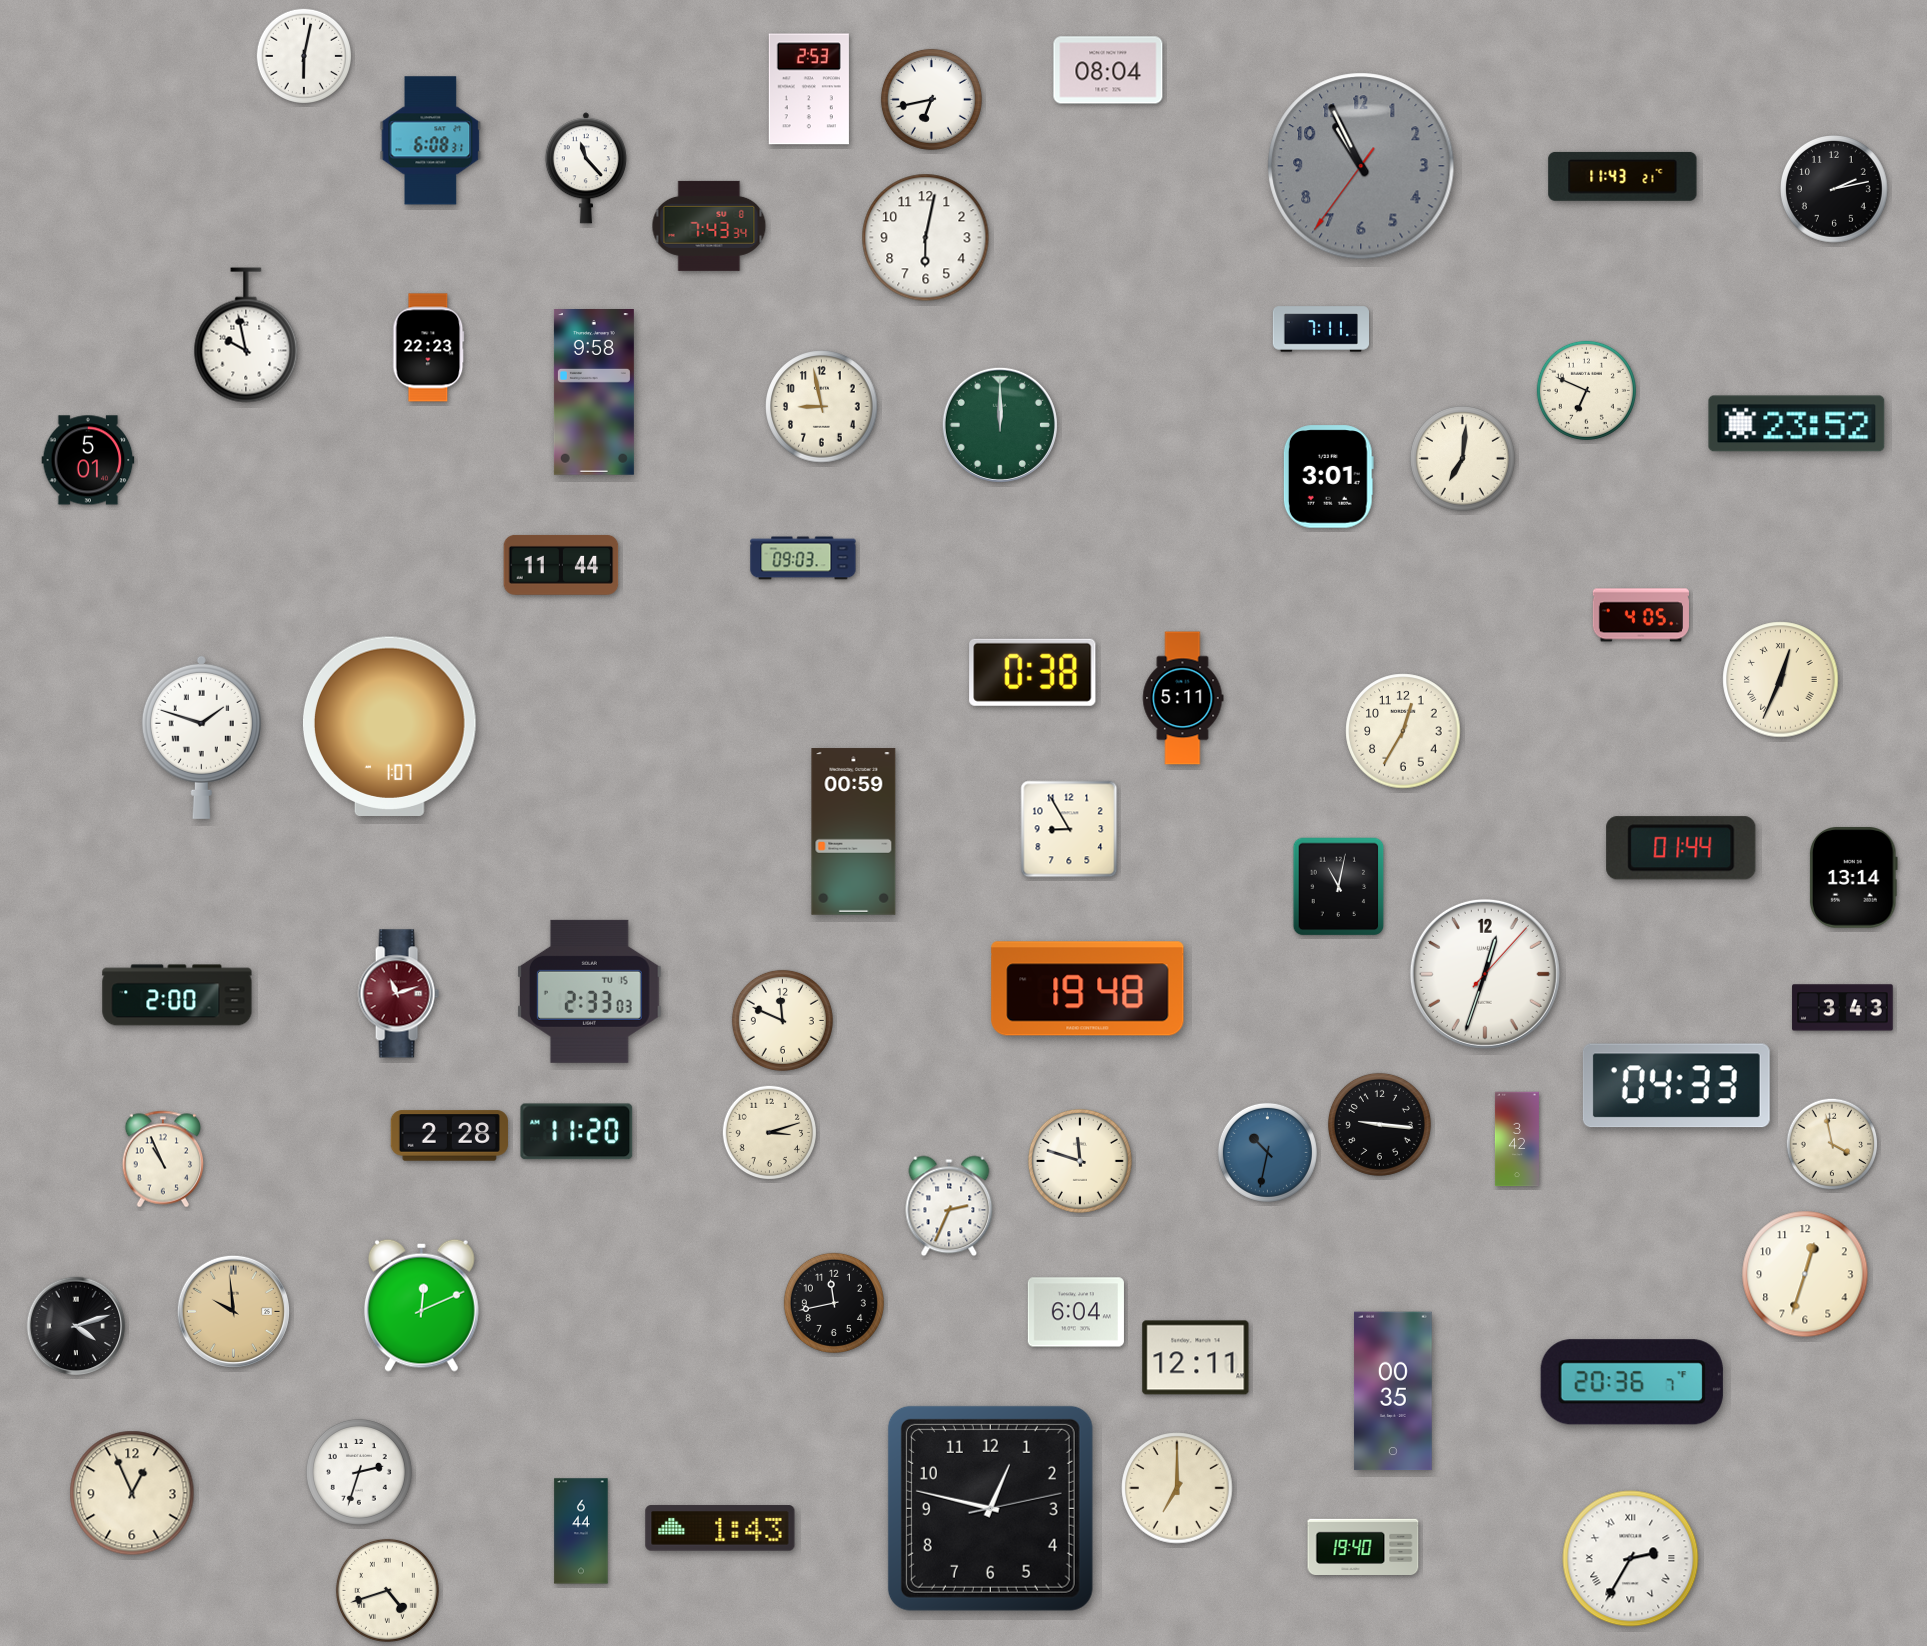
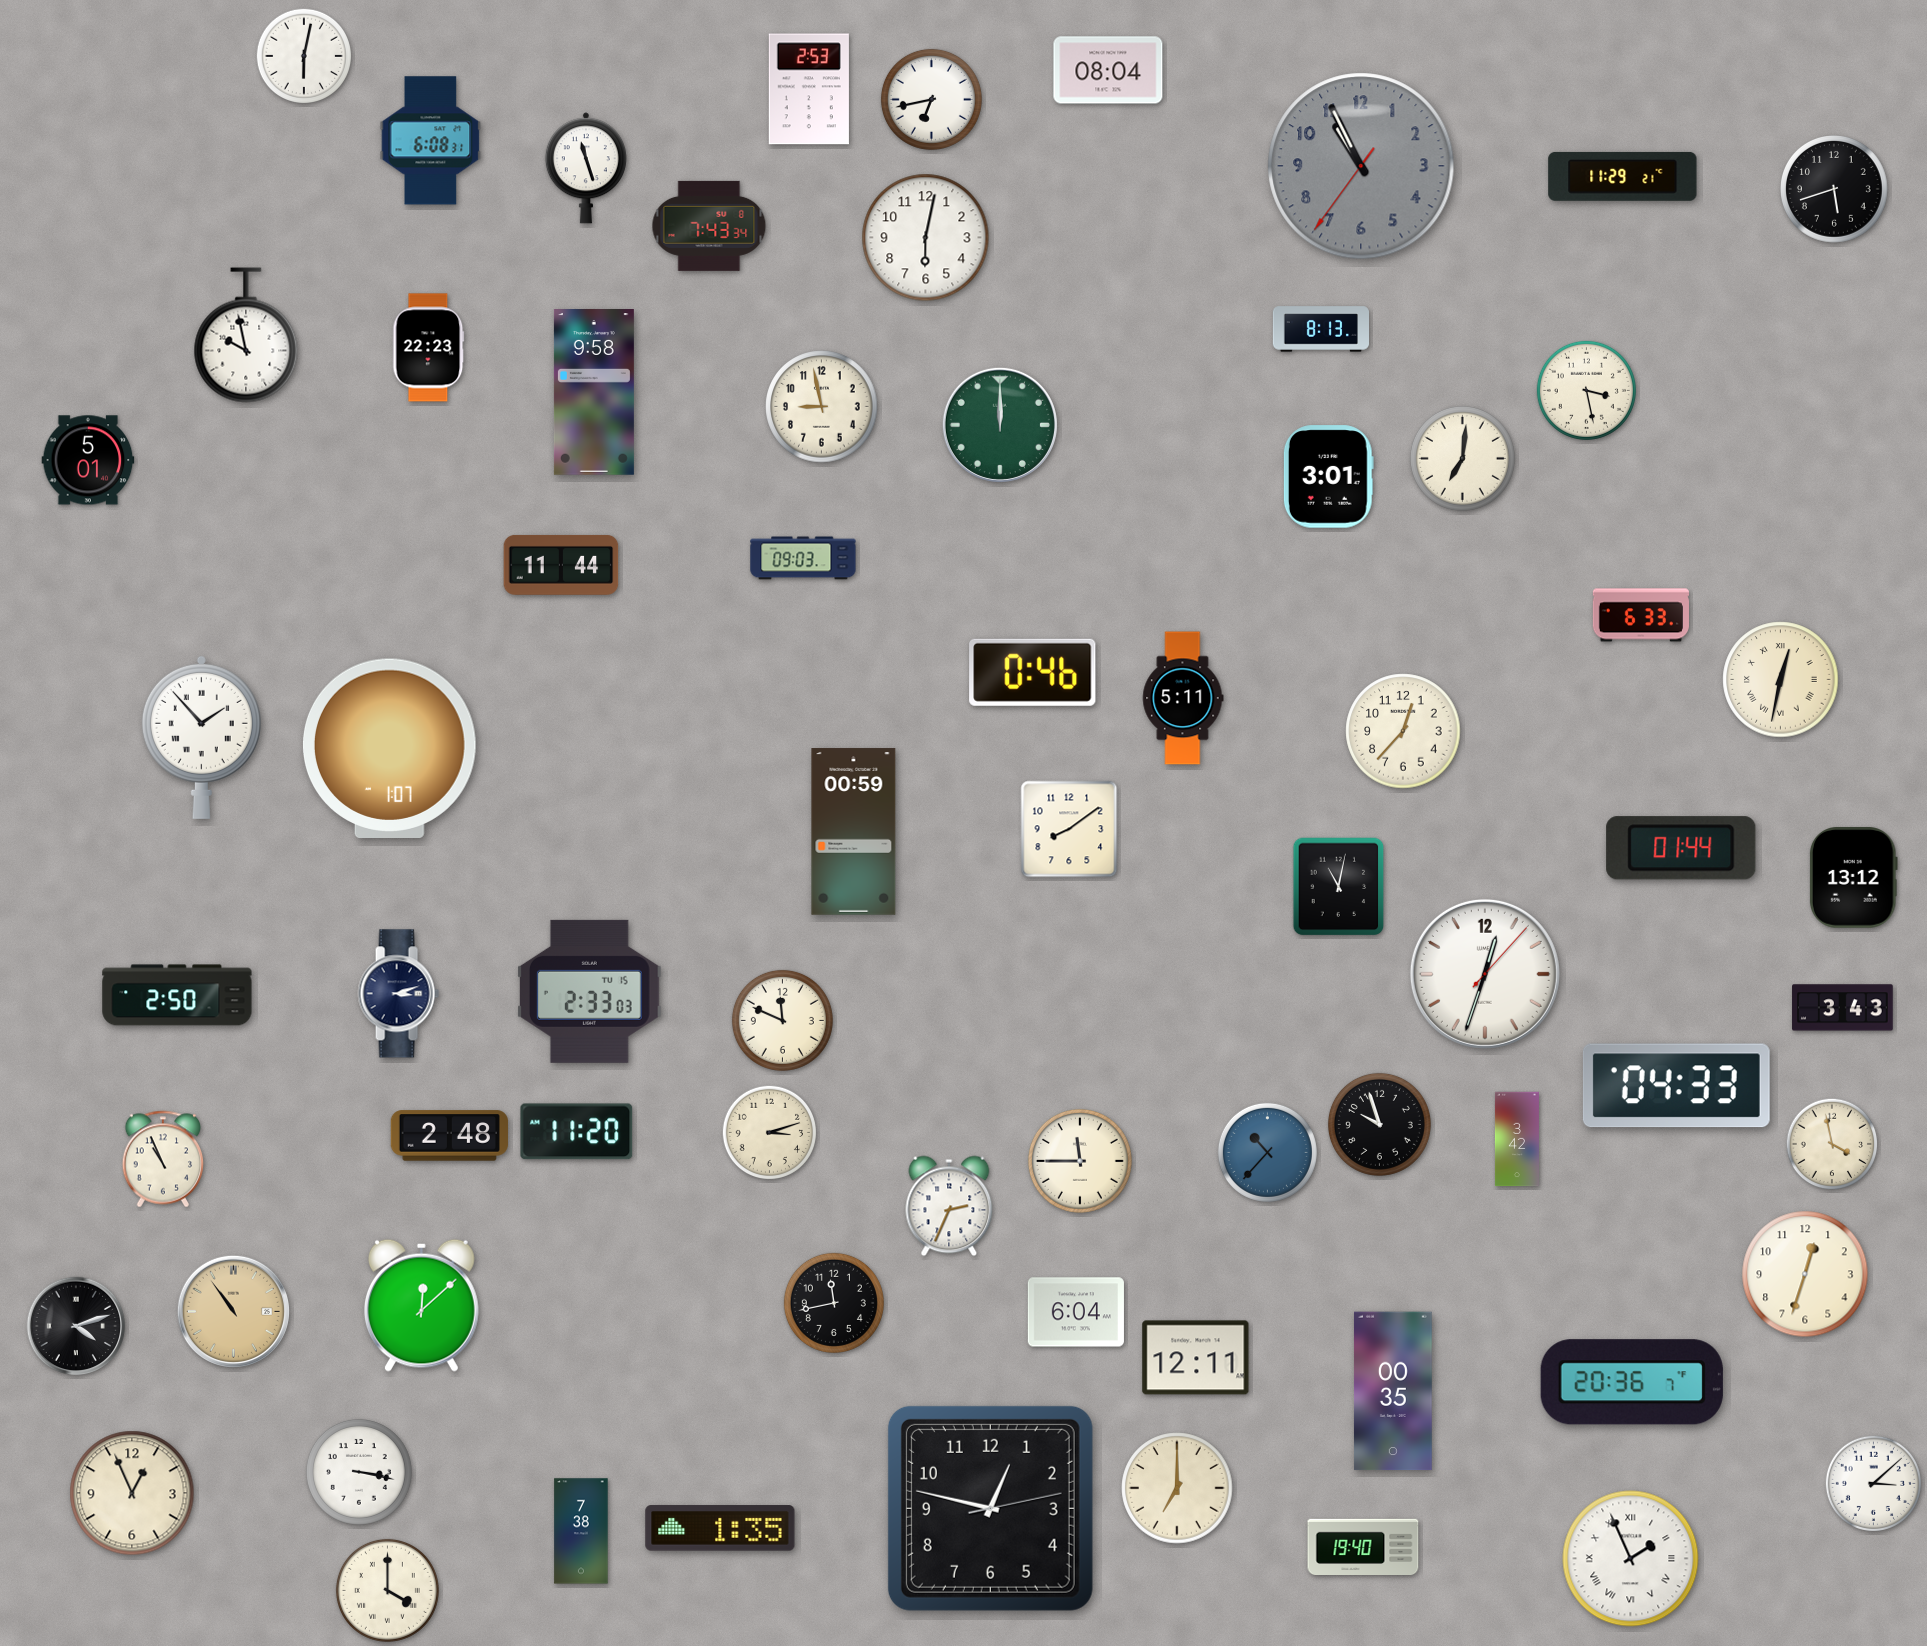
clock at (586, 168): 11:23 -> 11:27
clock at (1623, 176): 11:43 -> 11:29
clock at (1835, 190): 2:13 -> 5:42
clock at (1320, 329): 7:11 -> 8:13
clock at (1586, 390): 6:49 -> 3:28
clock at (1797, 424): 23:52 -> none
clock at (1641, 615): 4:05 -> 6:33
clock at (1033, 672): 0:38 -> 0:46
clock at (1781, 680): 12:34 -> 12:32
clock at (389, 726) position: (389, 726) -> (389, 748)
clock at (1403, 731): 12:35 -> 12:37
clock at (201, 737): 1:48 -> 1:53
clock at (1069, 829): 8:55 -> 8:09
clock at (1853, 878): 13:14 -> 13:12
clock at (1088, 989): 19:48 -> none
clock at (398, 994): 11:12 -> 3:12
clock at (398, 994) dial: burgundy -> navy
clock at (177, 995): 2:00 -> 2:50
clock at (1379, 1124): 9:16 -> 9:57
clock at (449, 1136): 2:28 -> 2:48
clock at (1267, 1152): 10:32 -> 10:37
clock at (1080, 1161): 11:48 -> 11:45
clock at (421, 1305): 12:11 -> 12:08
clock at (233, 1311): 9:59 -> 10:54
clock at (359, 1472): 2:33 -> 3:17
clock at (1873, 1483): none -> 3:08
clock at (720, 1528): 1:43 -> 1:35
clock at (581, 1531): 6:44 -> 7:38
clock at (1631, 1559): 2:35 -> 1:56
clock at (387, 1590): 4:42 -> 4:00
